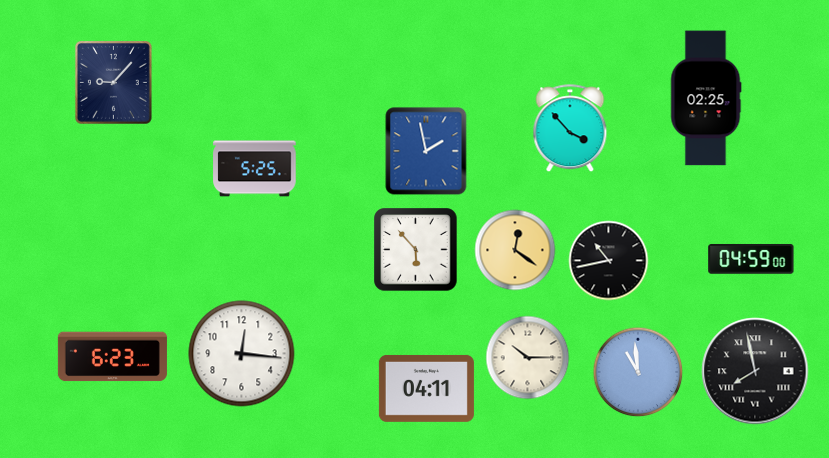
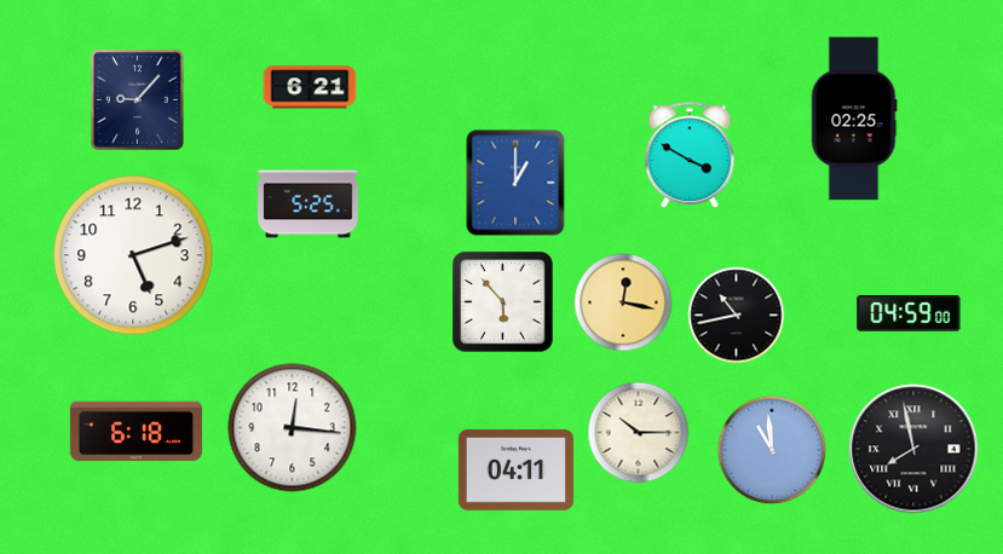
clock at (310, 87): none -> 6:21
clock at (570, 129): 3:53 -> 3:50
clock at (426, 151): 1:58 -> 1:00
clock at (133, 255): none -> 5:12
clock at (515, 250): 12:21 -> 12:17
clock at (112, 357): 6:23 -> 6:18
